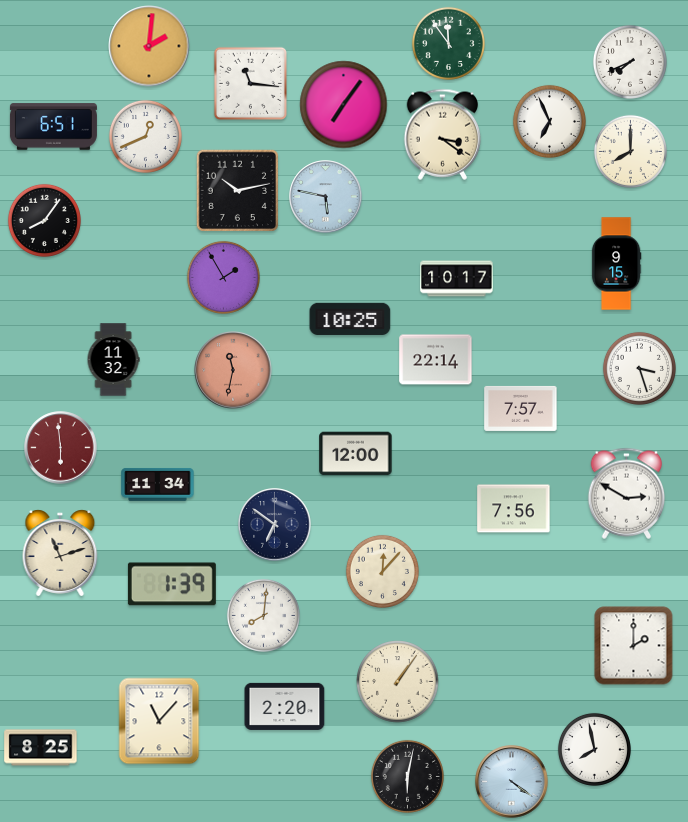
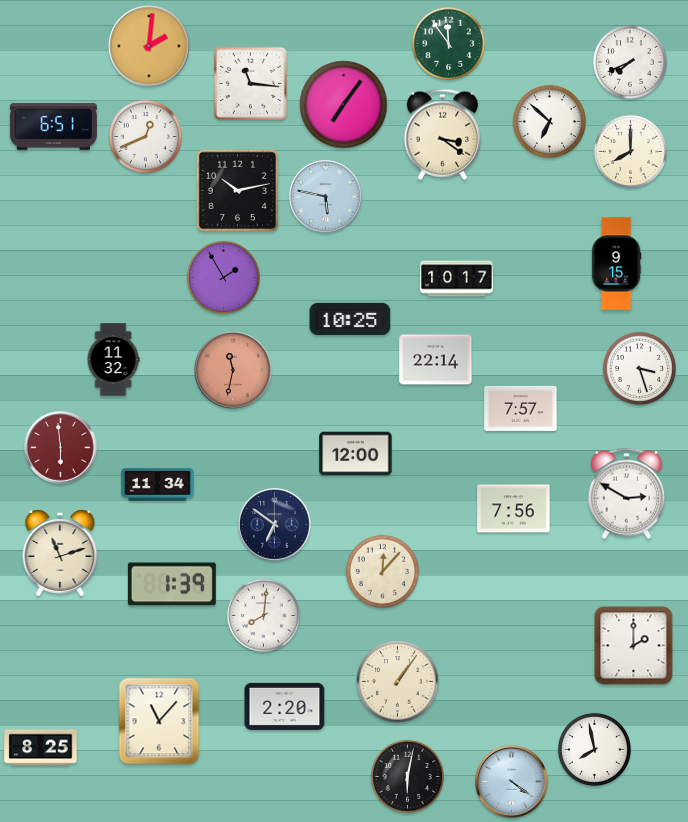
clock at (549, 121): 6:56 -> 6:52
clock at (44, 220): 8:06 -> none
